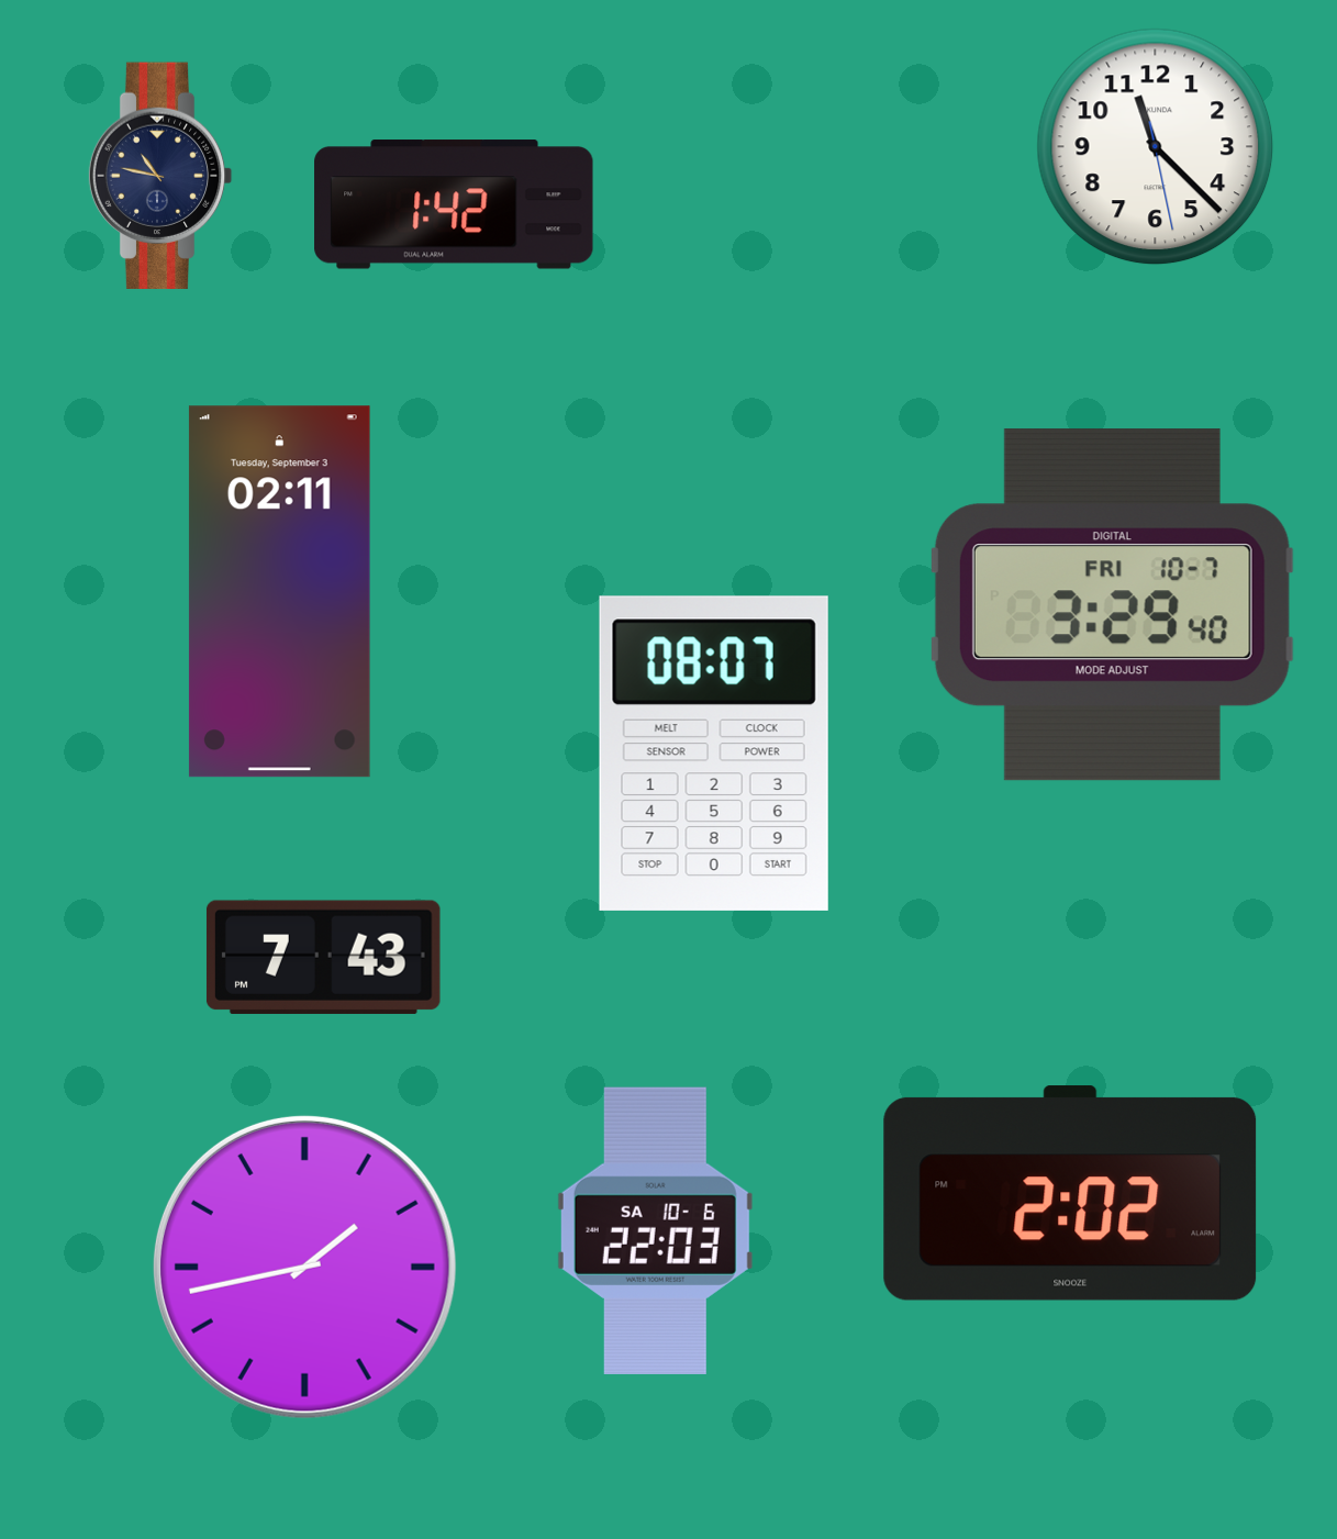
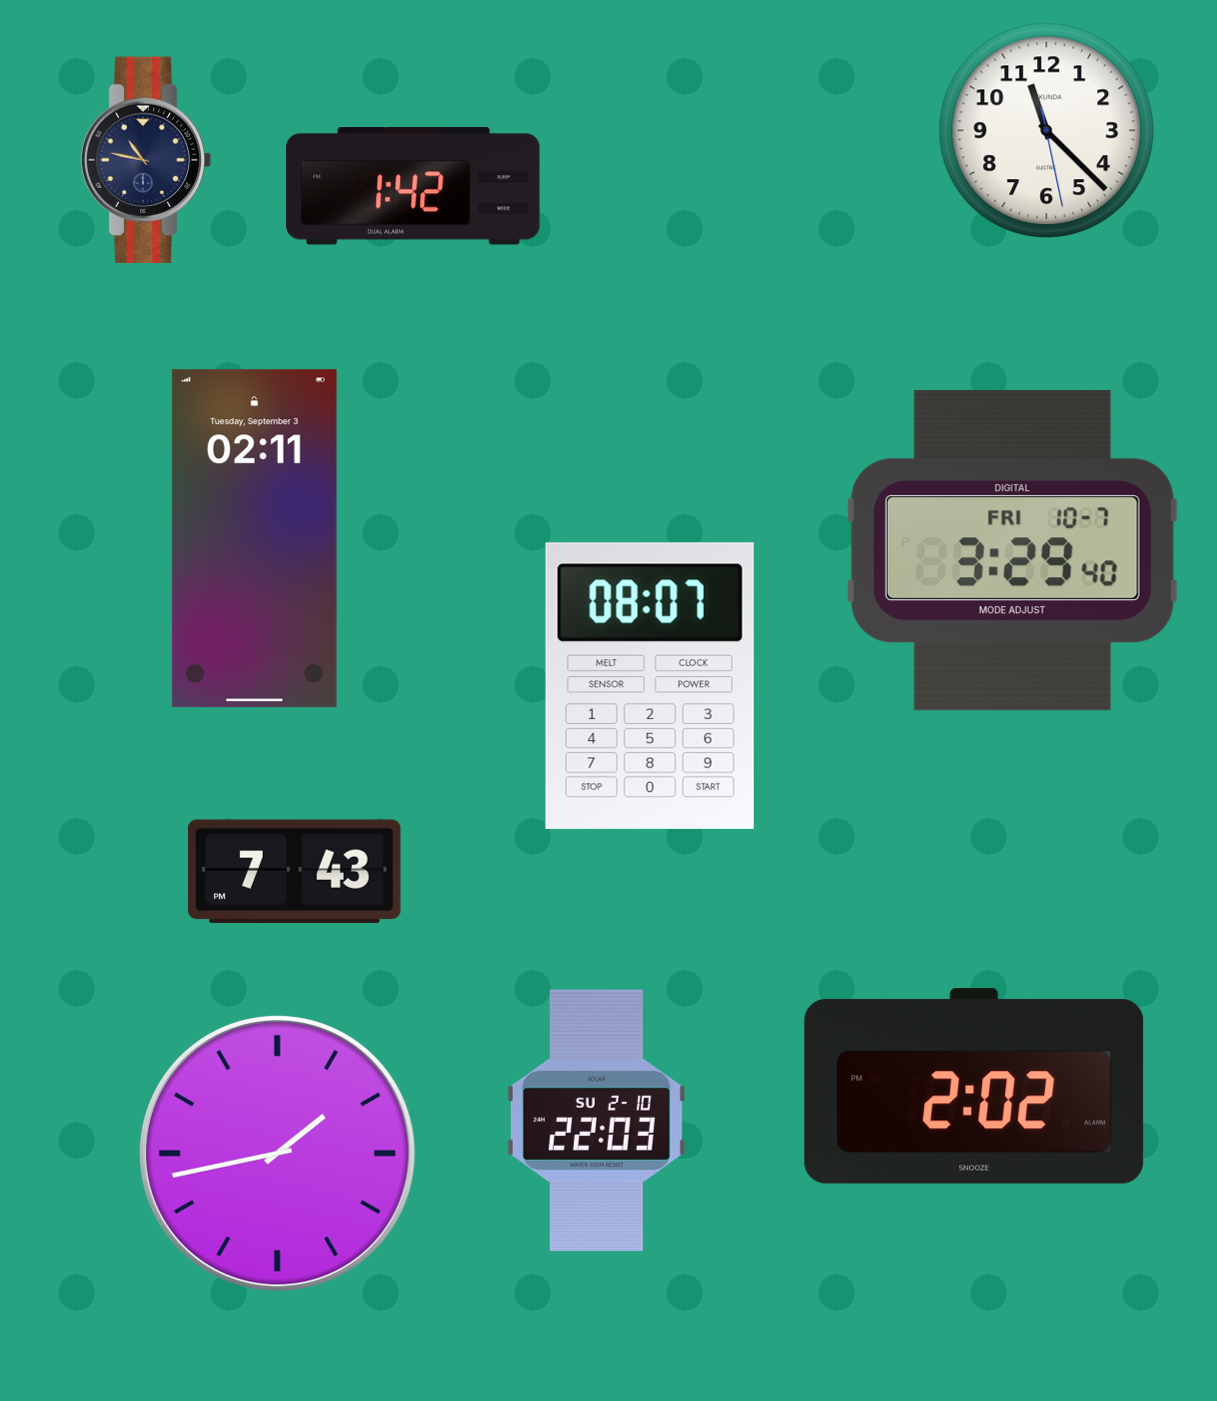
clock at (1156, 147) position: (1156, 147) -> (1047, 131)
clock at (655, 1230) date: SA 10-6 -> SU 2-10
